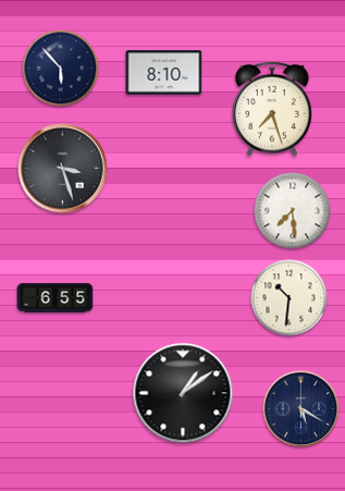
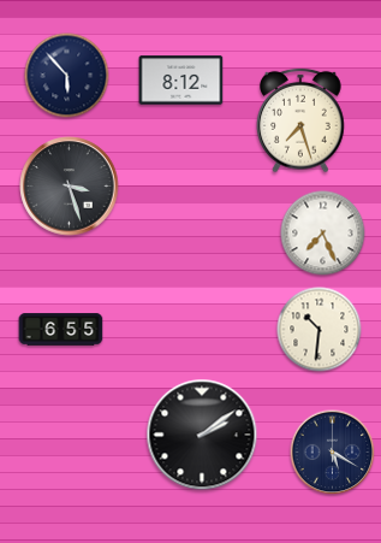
clock at (164, 73): 8:10 -> 8:12
clock at (293, 211): 7:29 -> 7:26
clock at (183, 393): 1:09 -> 2:09
